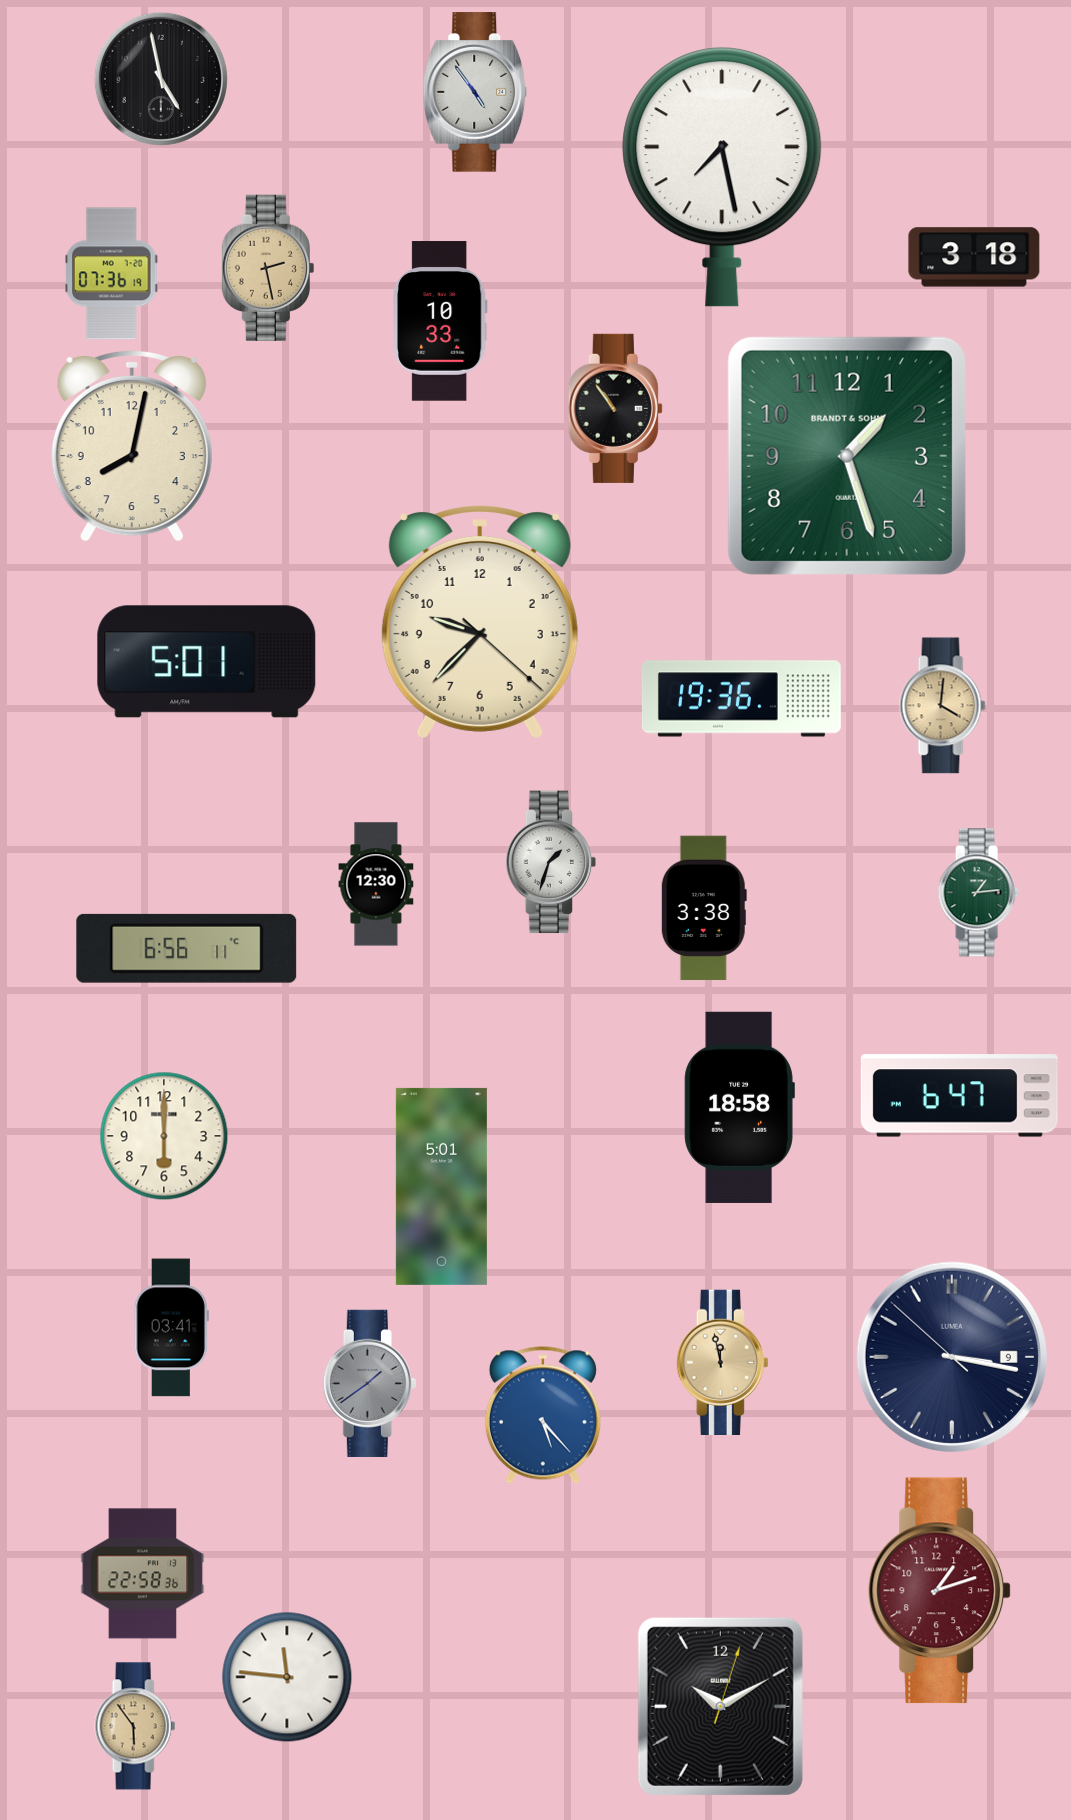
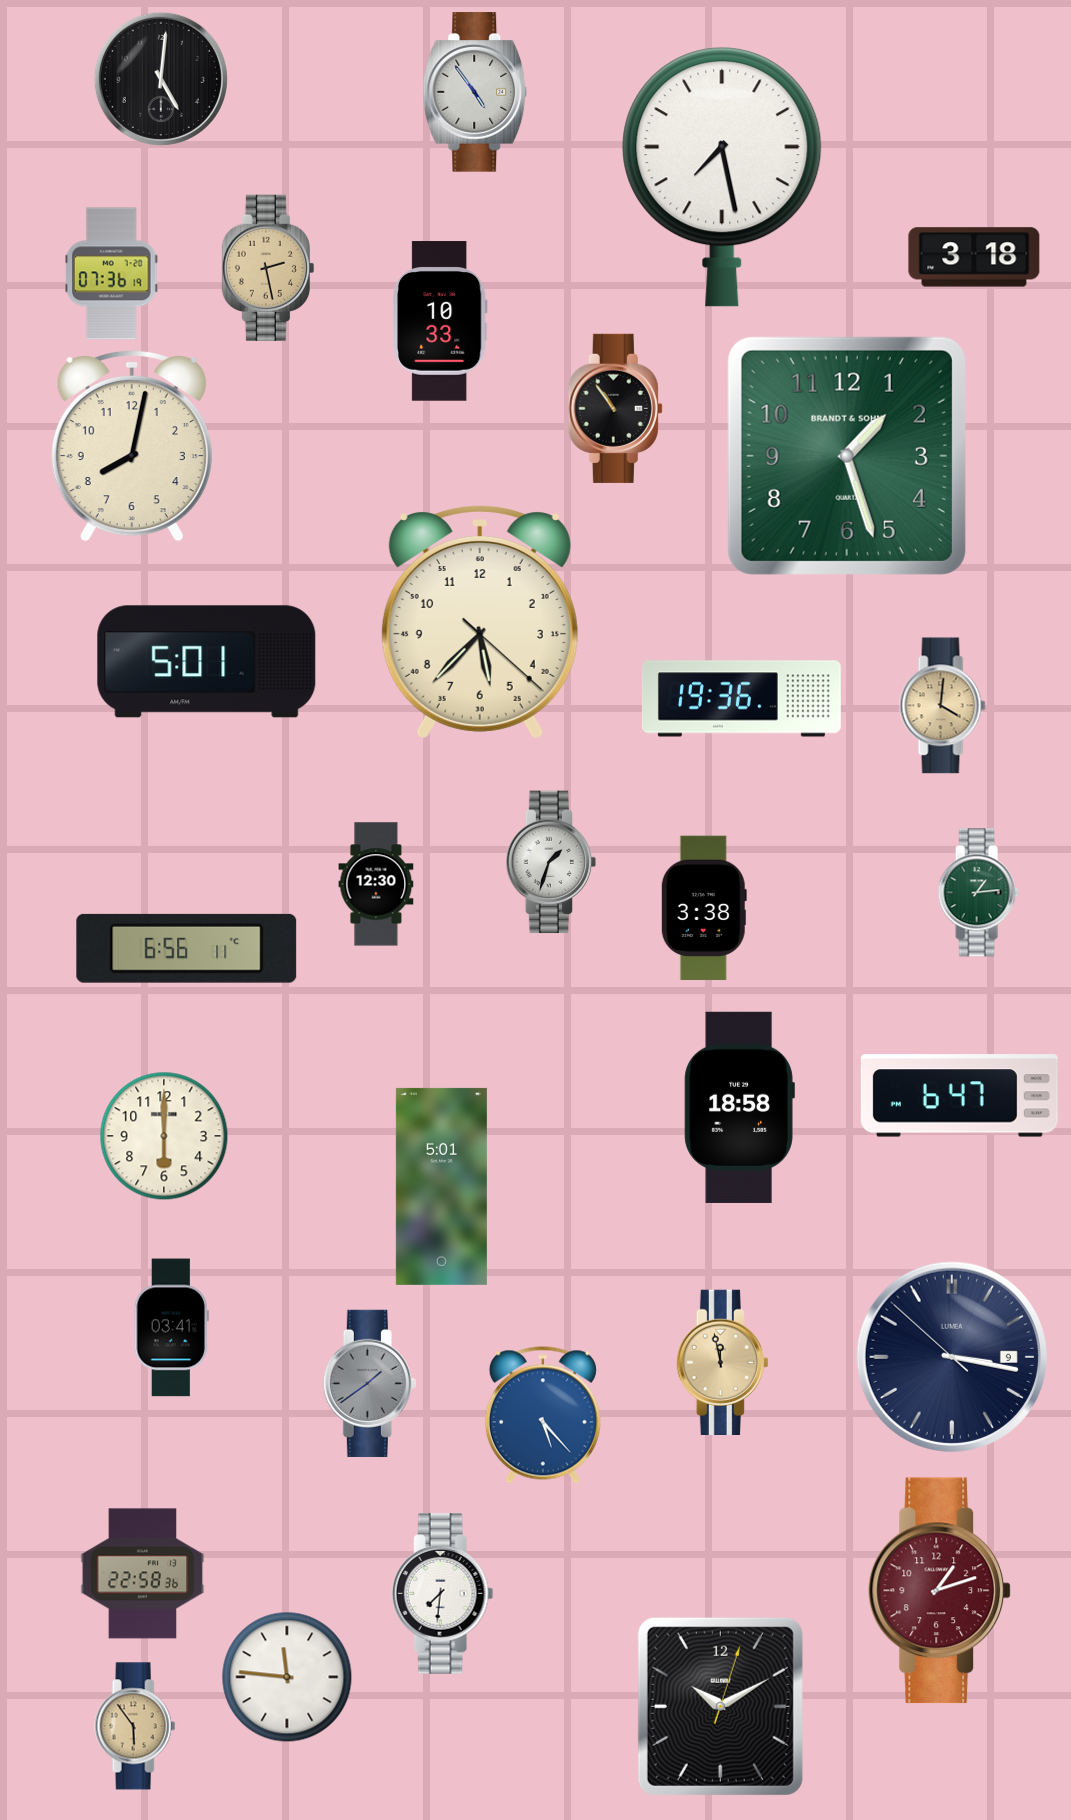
clock at (161, 79): 4:58 -> 5:01
clock at (480, 622): 9:37 -> 5:37
clock at (443, 1594): none -> 7:31
